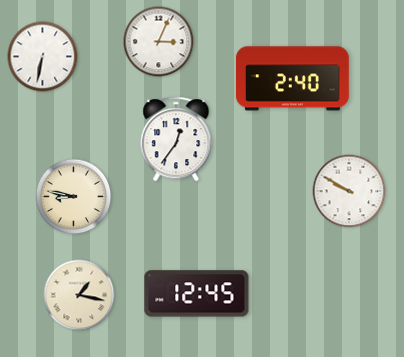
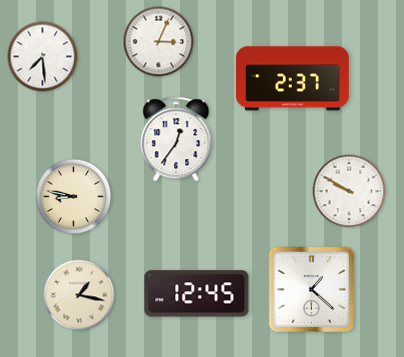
clock at (43, 57): 6:32 -> 7:29
clock at (292, 79): 2:40 -> 2:37
clock at (311, 289): none -> 1:22
